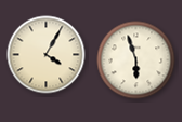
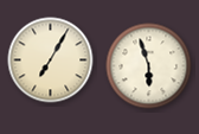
clock at (47, 55): 4:05 -> 7:05
